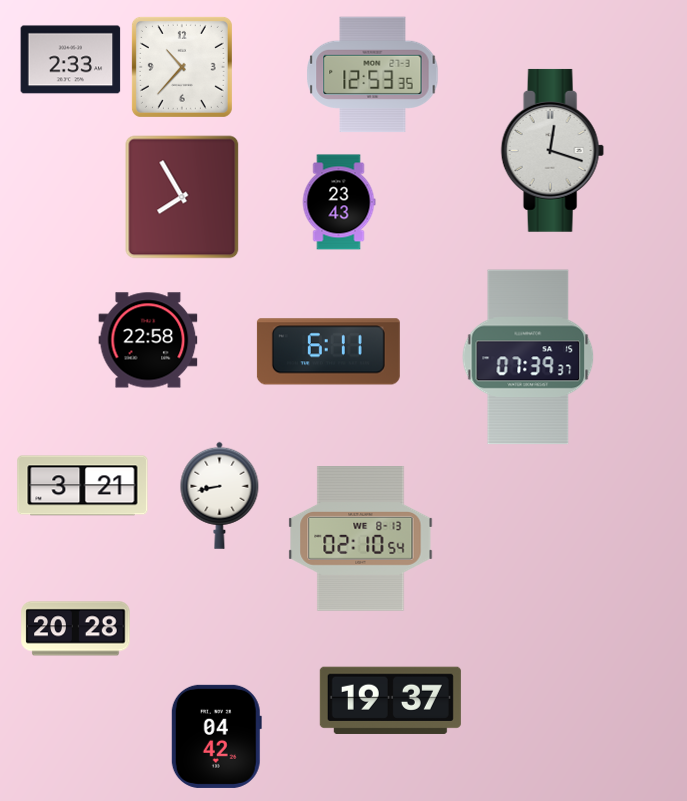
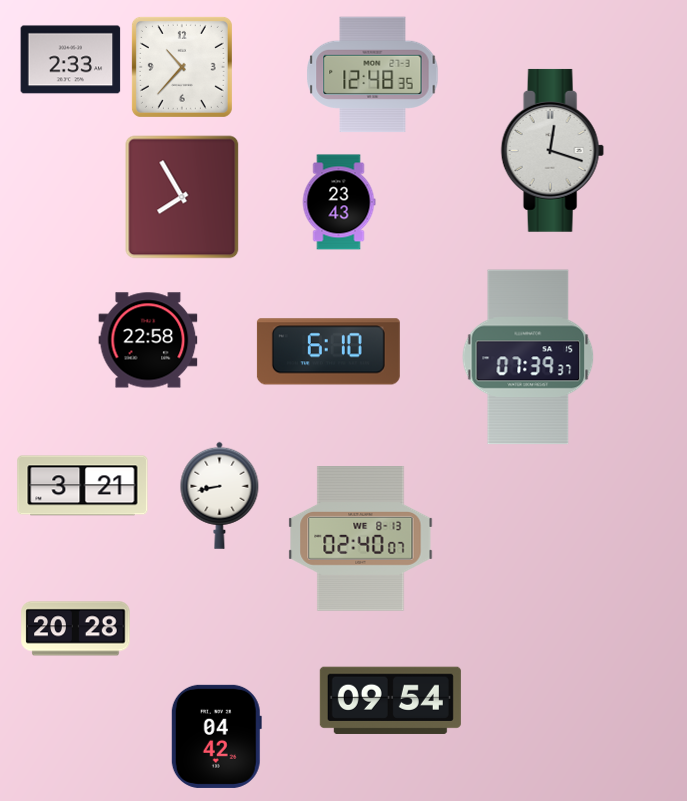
clock at (373, 75): 12:53 -> 12:48
clock at (328, 352): 6:11 -> 6:10
clock at (361, 539): 02:10 -> 02:40
clock at (390, 700): 19:37 -> 09:54
